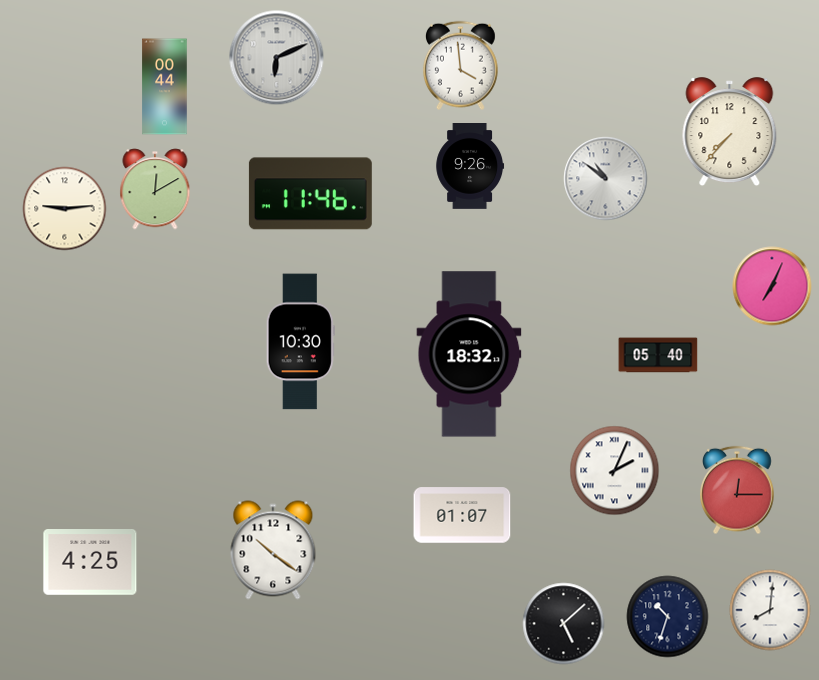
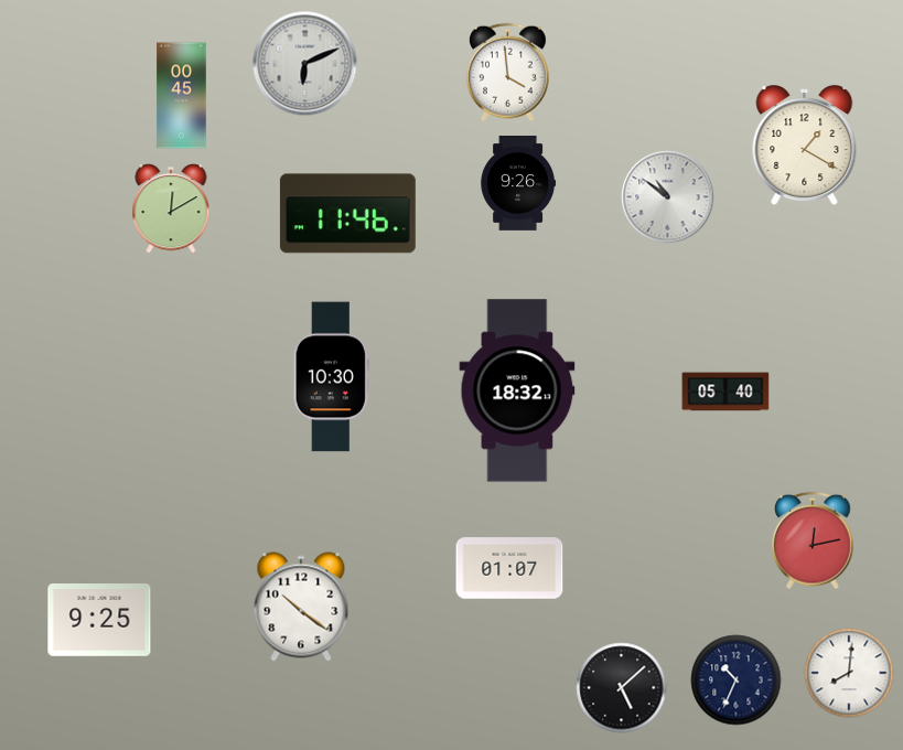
clock at (165, 87): 00:44 -> 00:45
clock at (730, 132): 7:37 -> 1:20
clock at (310, 194) position: (310, 194) -> (347, 214)
clock at (65, 209): 9:14 -> none
clock at (772, 286): 7:04 -> none
clock at (615, 471): 2:04 -> none
clock at (738, 490): 12:15 -> 12:13
clock at (90, 563): 4:25 -> 9:25
clock at (668, 617): 10:33 -> 10:34
